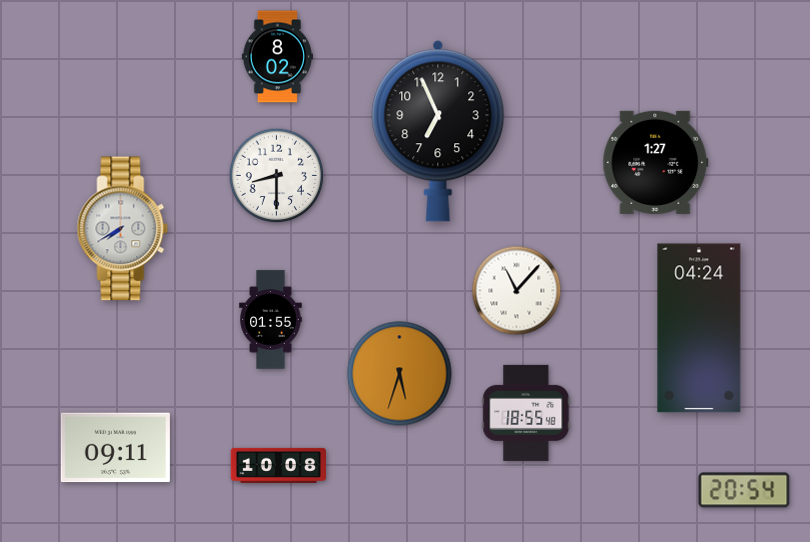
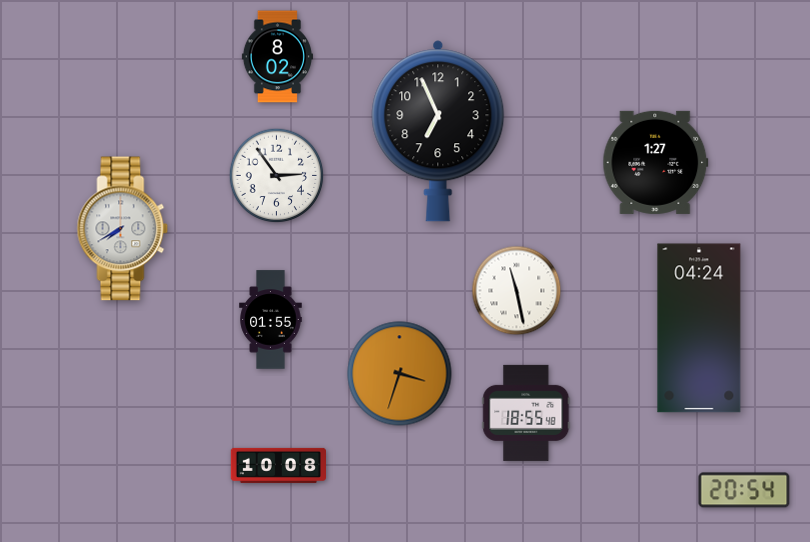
clock at (277, 176): 8:30 -> 2:54
clock at (517, 291): 11:07 -> 11:28
clock at (400, 374): 5:33 -> 3:33
clock at (115, 448): 09:11 -> none
